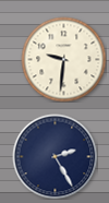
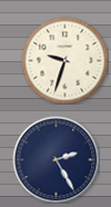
clock at (63, 59): 9:31 -> 9:33
